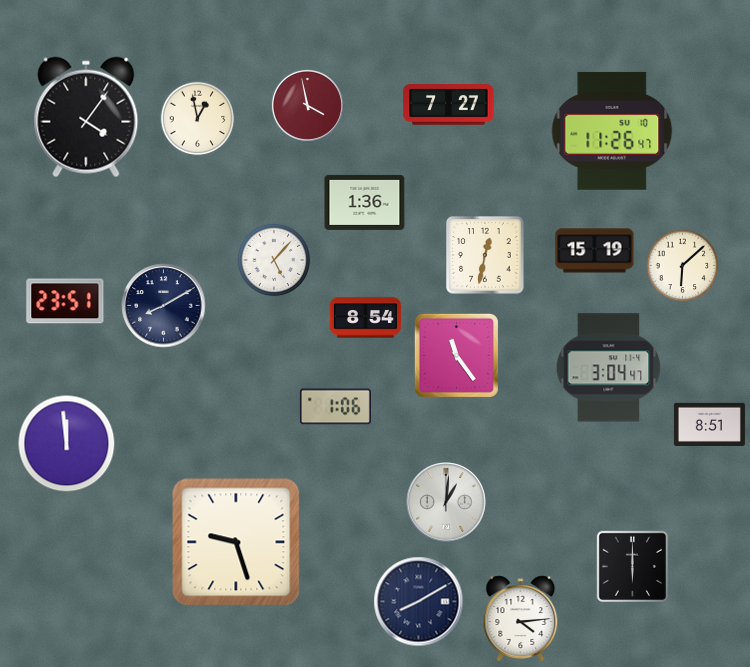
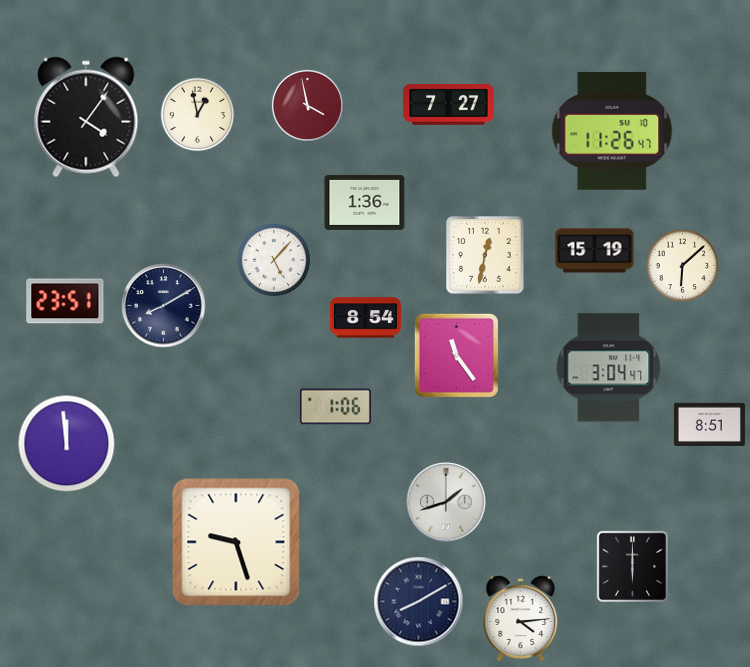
clock at (198, 119) position: (198, 119) -> (198, 115)
clock at (446, 502): 1:01 -> 1:42
